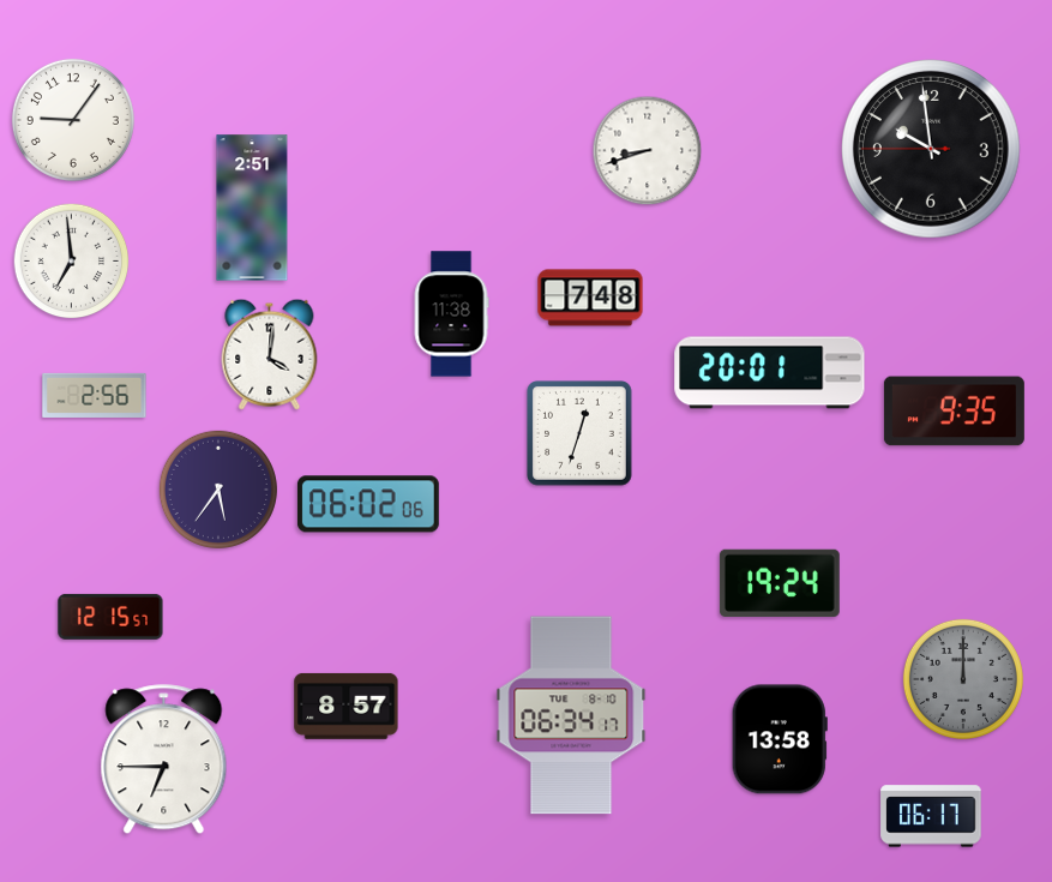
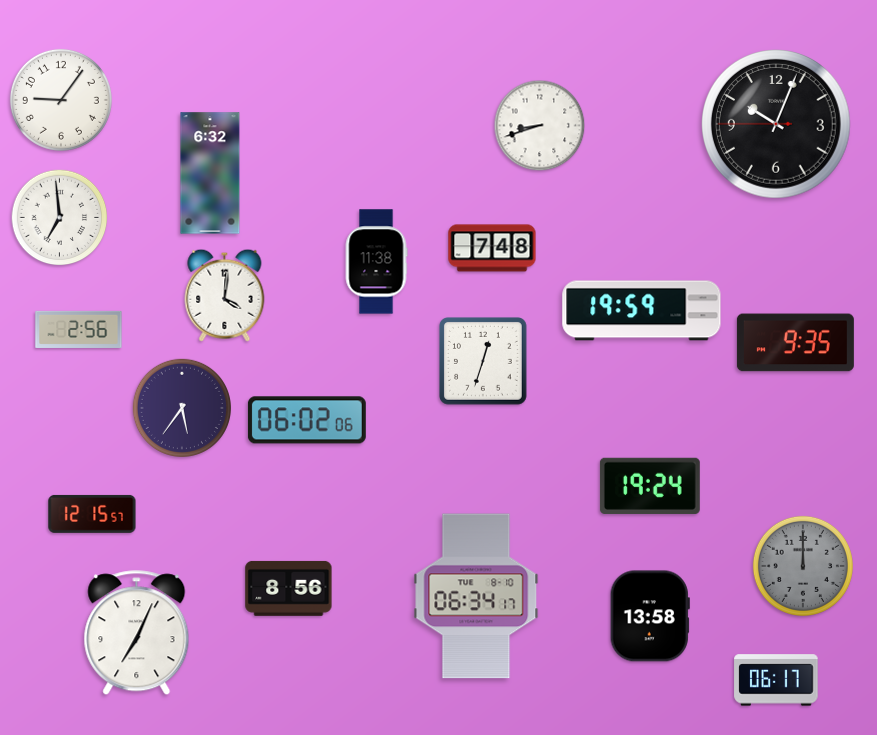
clock at (932, 150): 9:58 -> 10:03
clock at (252, 208): 2:51 -> 6:32
clock at (770, 373): 20:01 -> 19:59
clock at (347, 706): 8:57 -> 8:56
clock at (164, 760): 6:45 -> 7:04
